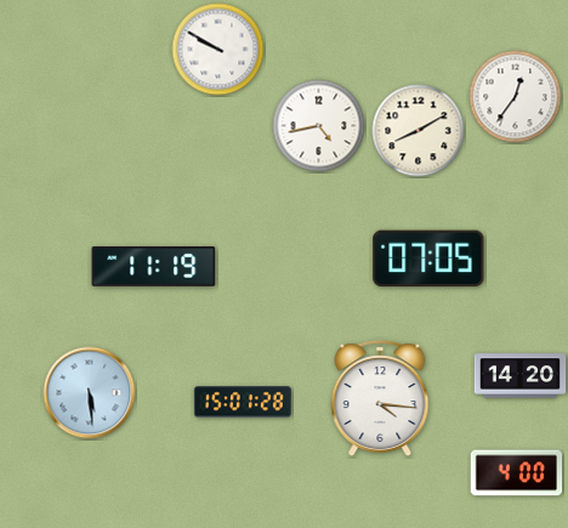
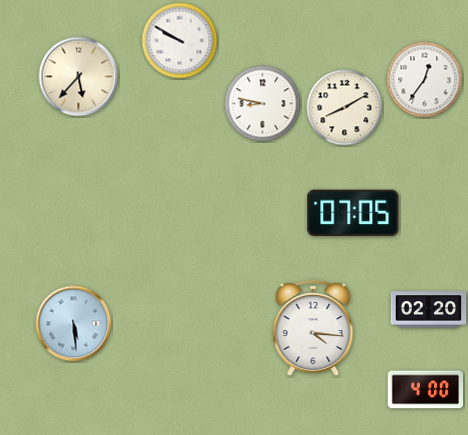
clock at (79, 77): none -> 5:37
clock at (319, 126): 4:43 -> 8:47
clock at (154, 267): 11:19 -> none
clock at (521, 376): 14:20 -> 02:20
clock at (243, 402): 15:01 -> none
